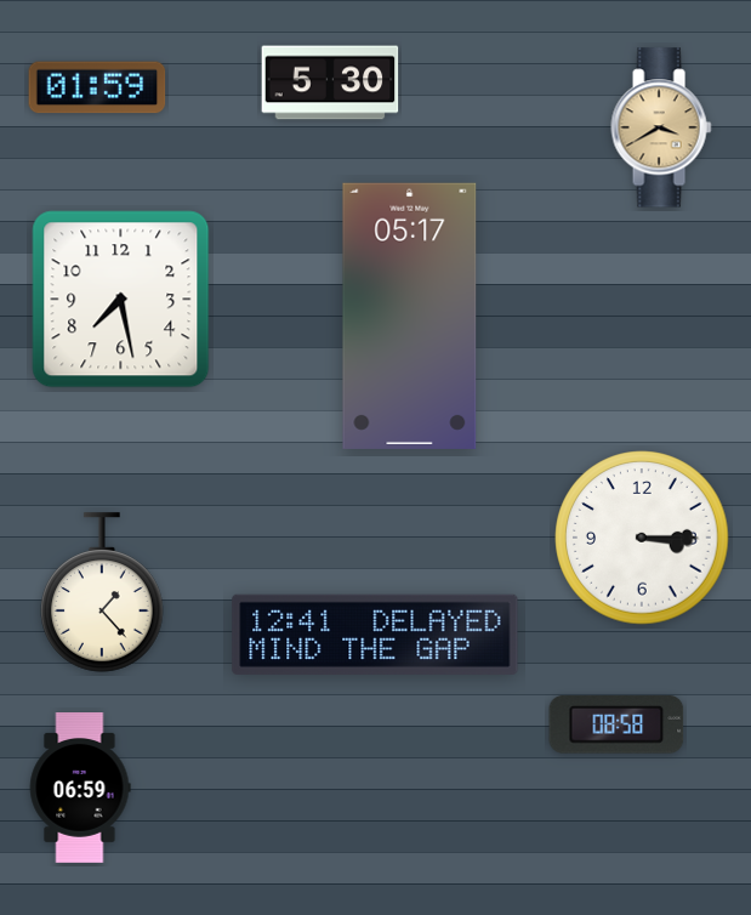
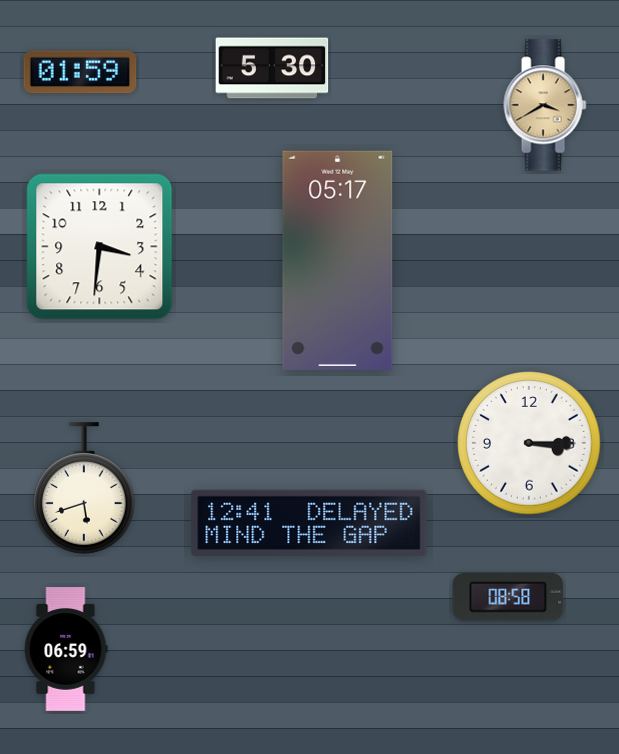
clock at (121, 300): 7:28 -> 3:31
clock at (102, 592): 1:23 -> 5:42
